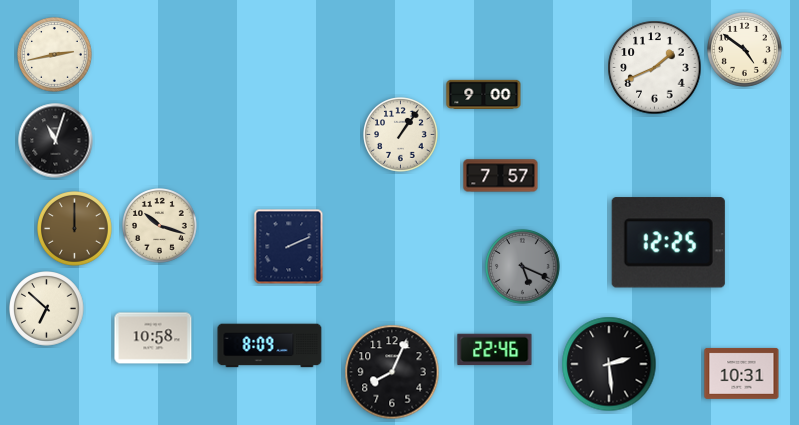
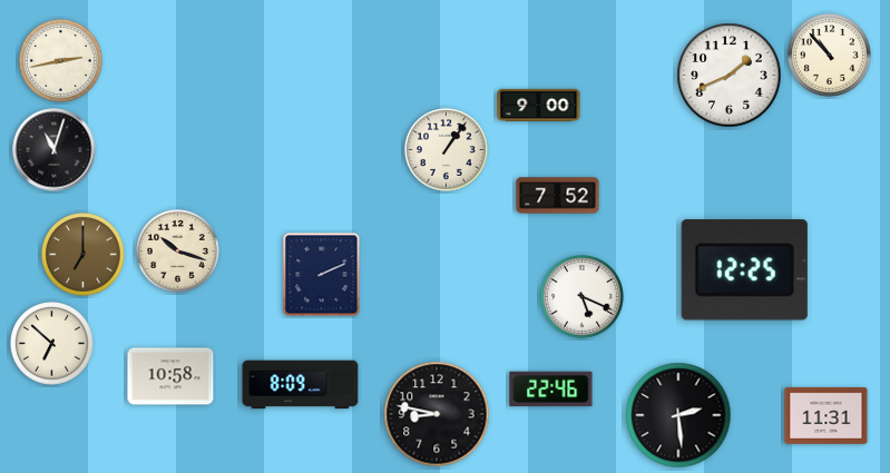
clock at (745, 50): 4:51 -> 10:53
clock at (56, 141) position: (56, 141) -> (55, 150)
clock at (501, 176): 7:57 -> 7:52
clock at (75, 229): 12:00 -> 7:00
clock at (523, 267) dial: grey -> white
clock at (609, 364) position: (609, 364) -> (678, 415)
clock at (392, 372): 8:04 -> 8:47
clock at (742, 373): 10:31 -> 11:31
